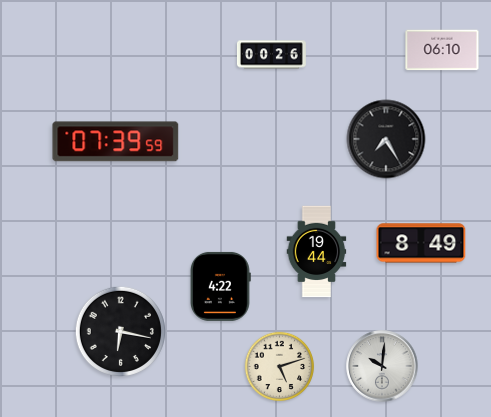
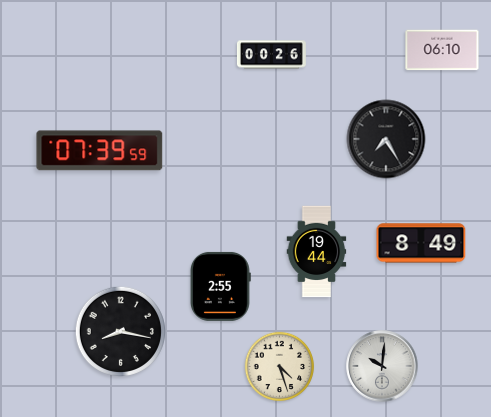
clock at (116, 142) position: (116, 142) -> (100, 151)
clock at (220, 286): 4:22 -> 2:55
clock at (120, 331): 6:17 -> 8:17
clock at (280, 367): 5:12 -> 4:27
